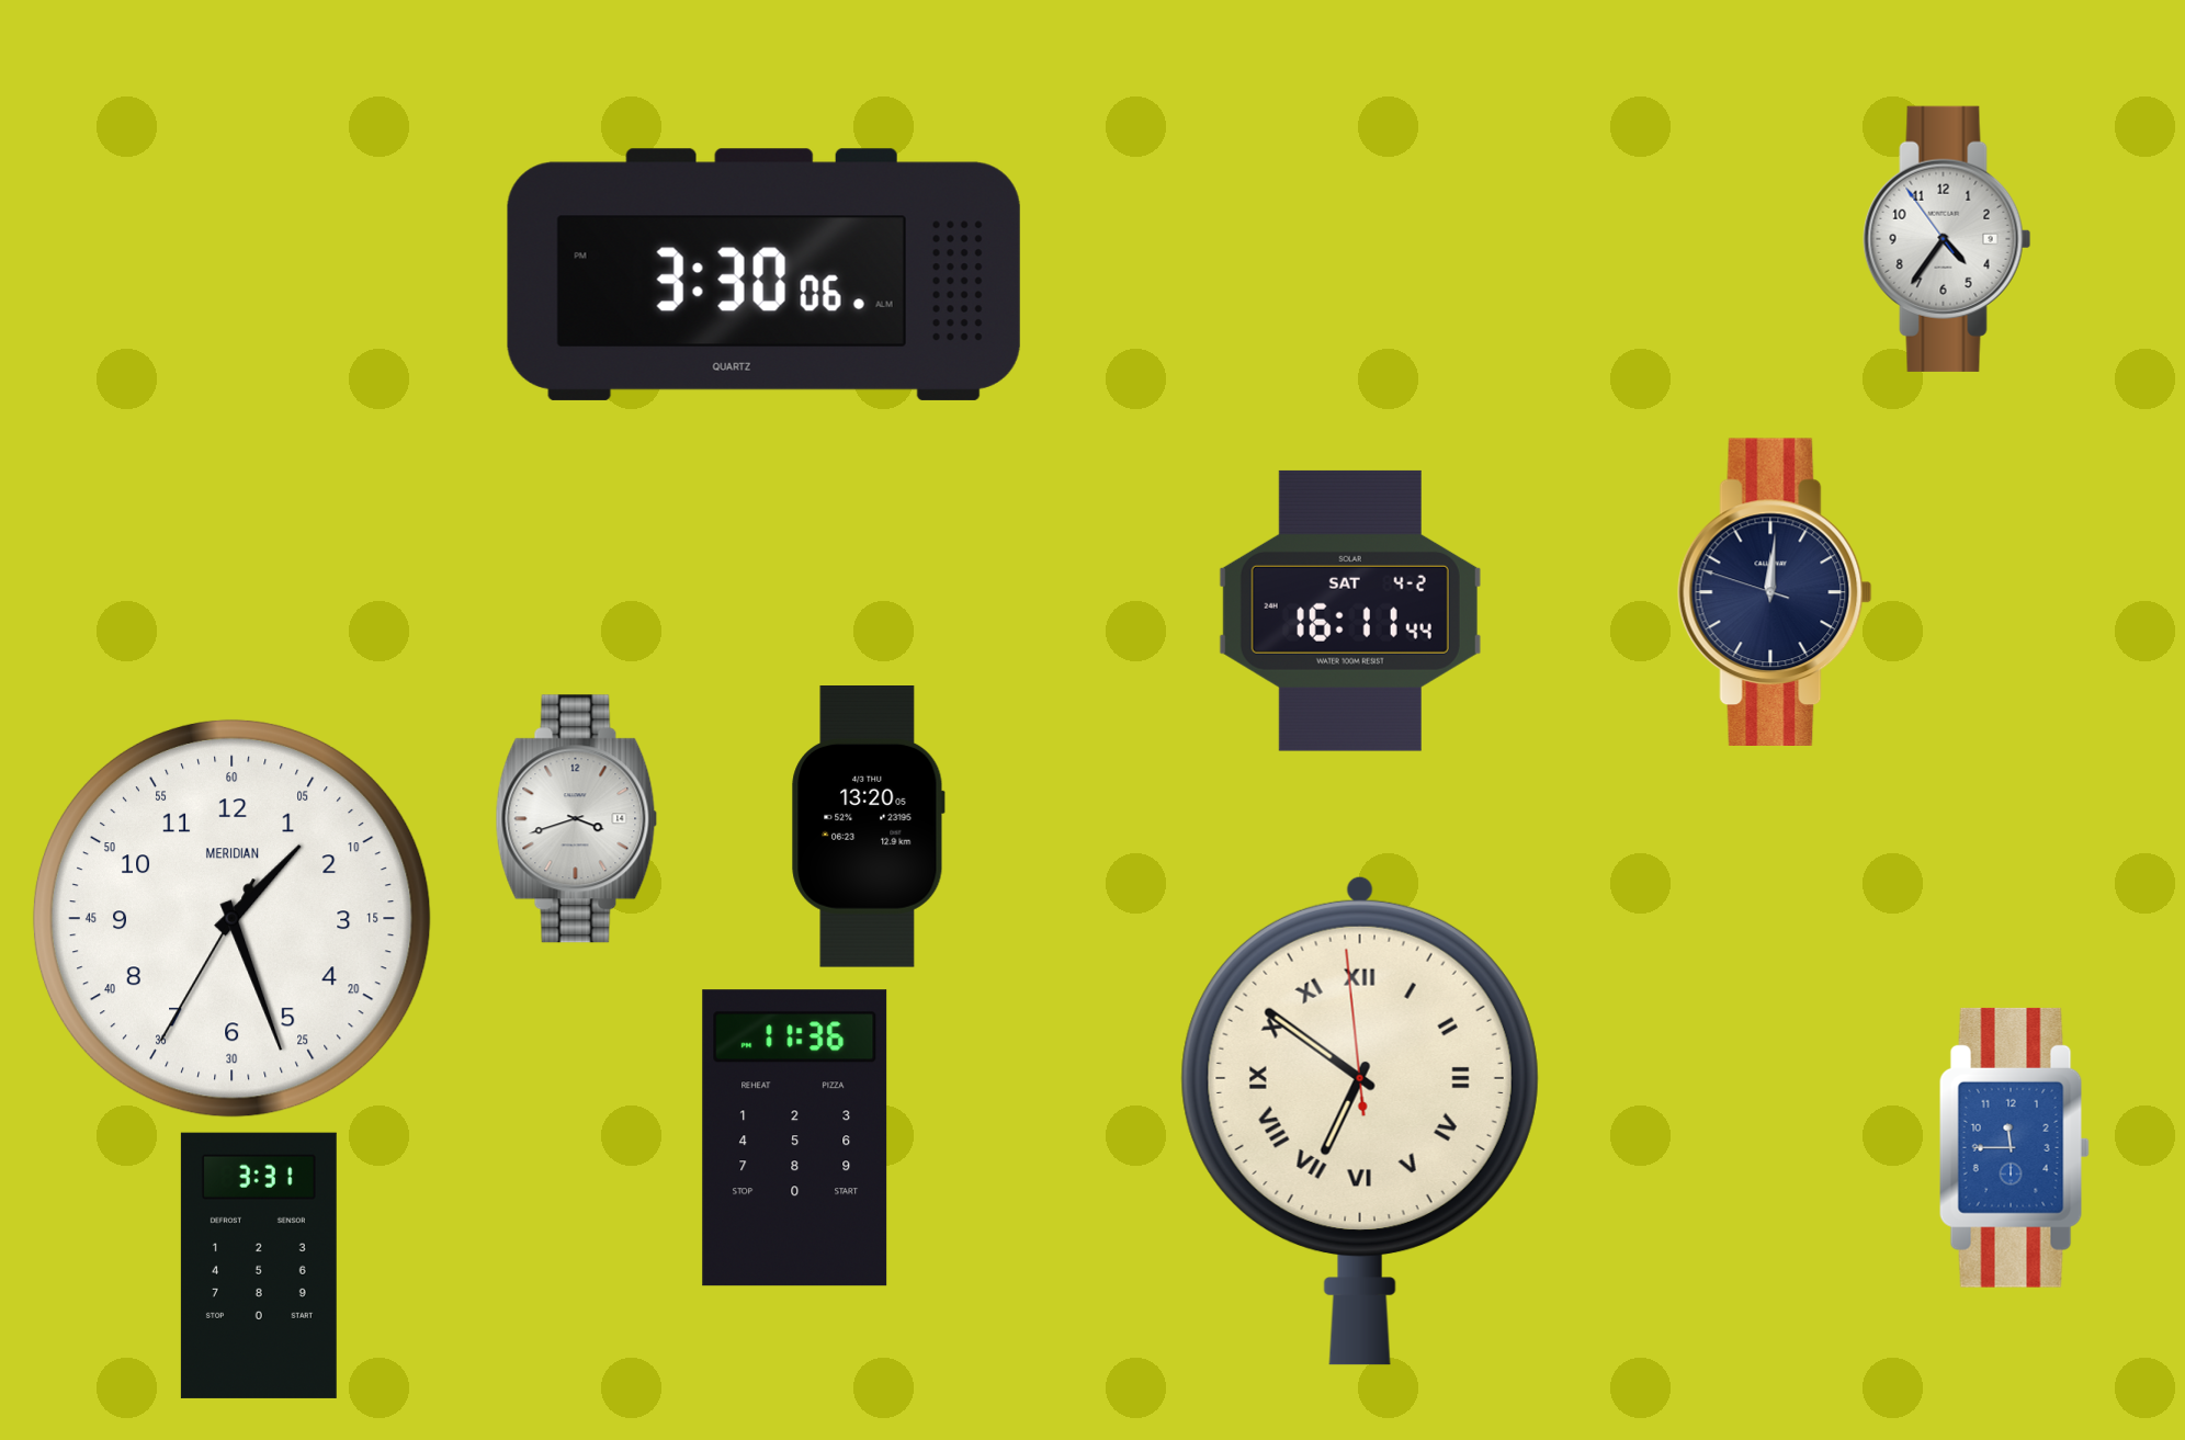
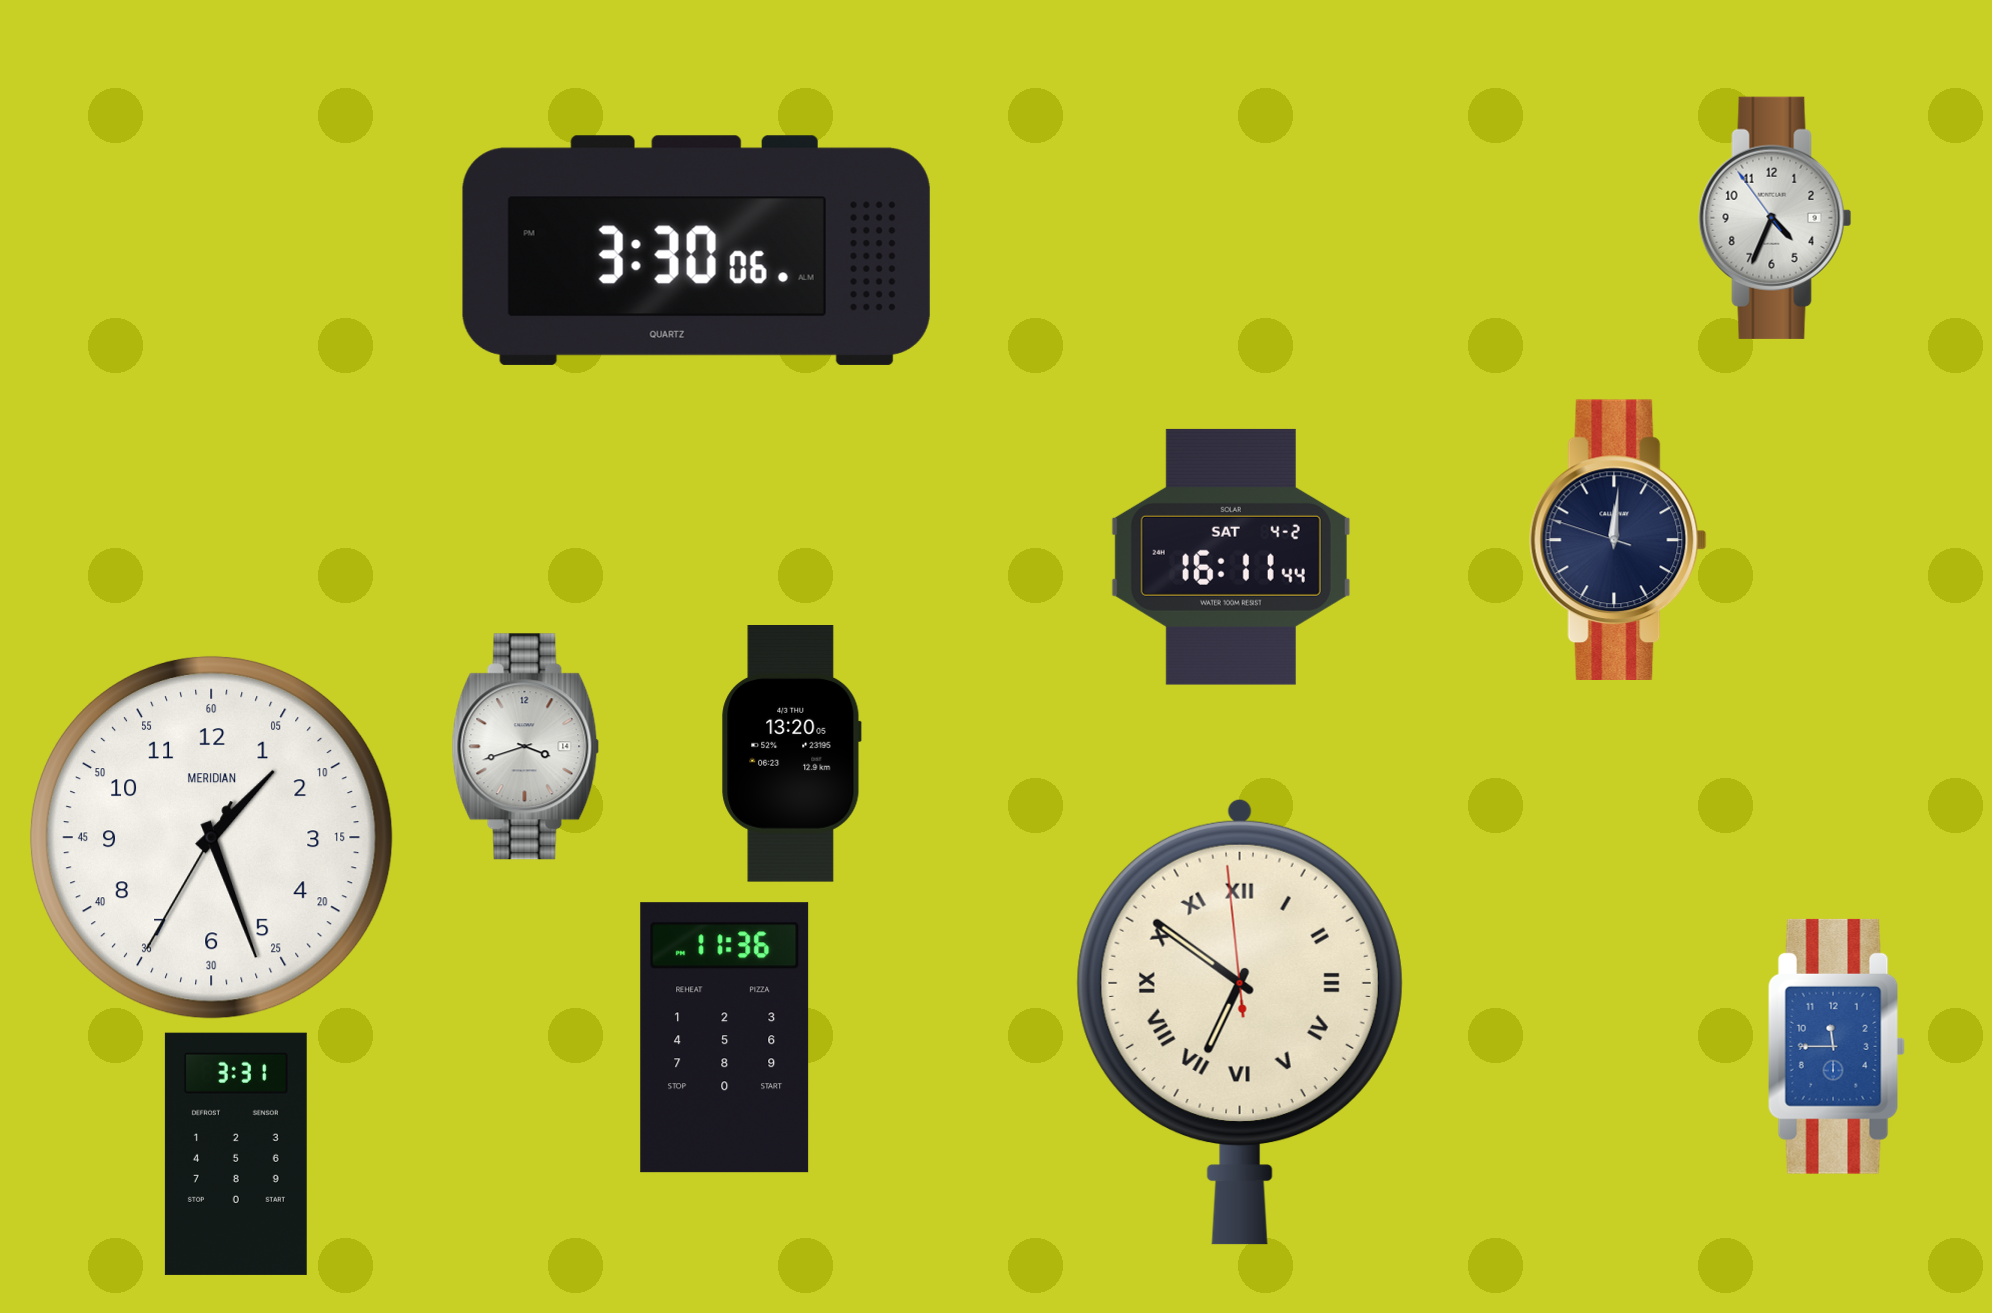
clock at (1947, 239): 4:35 -> 4:33
